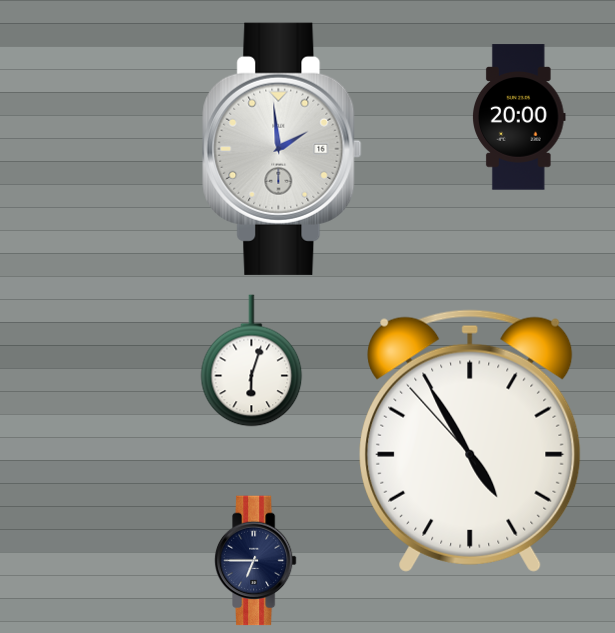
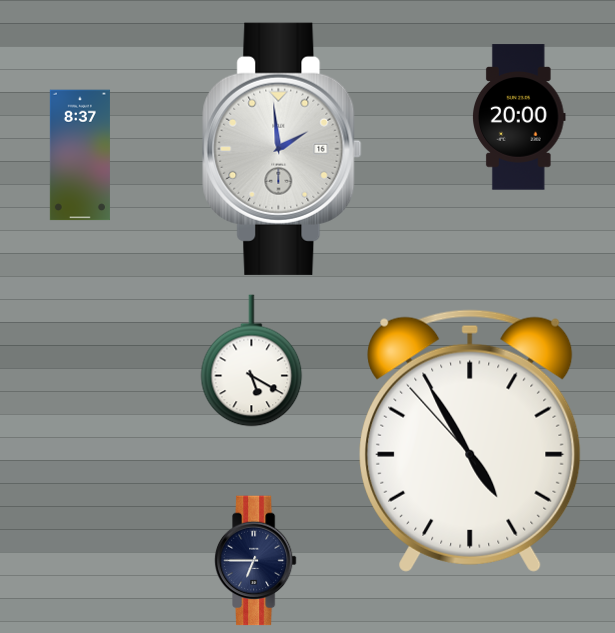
clock at (80, 155): none -> 8:37
clock at (252, 361): 6:03 -> 5:20
